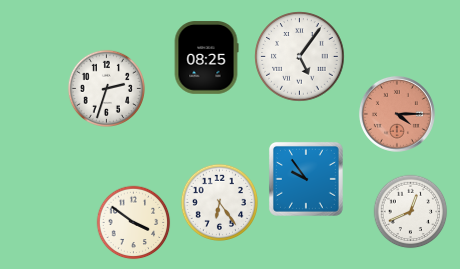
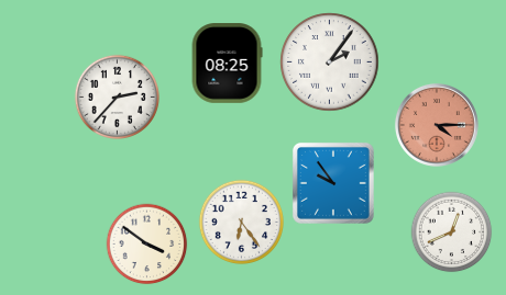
clock at (300, 57): 5:06 -> 2:06
clock at (106, 88): 2:33 -> 2:37
clock at (306, 179) position: (306, 179) -> (333, 183)
